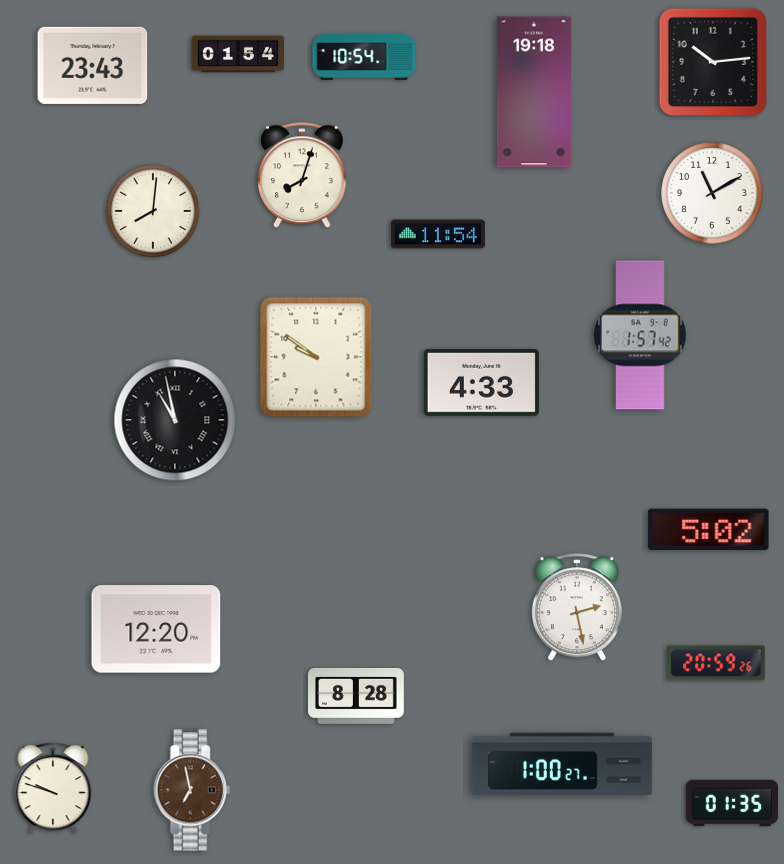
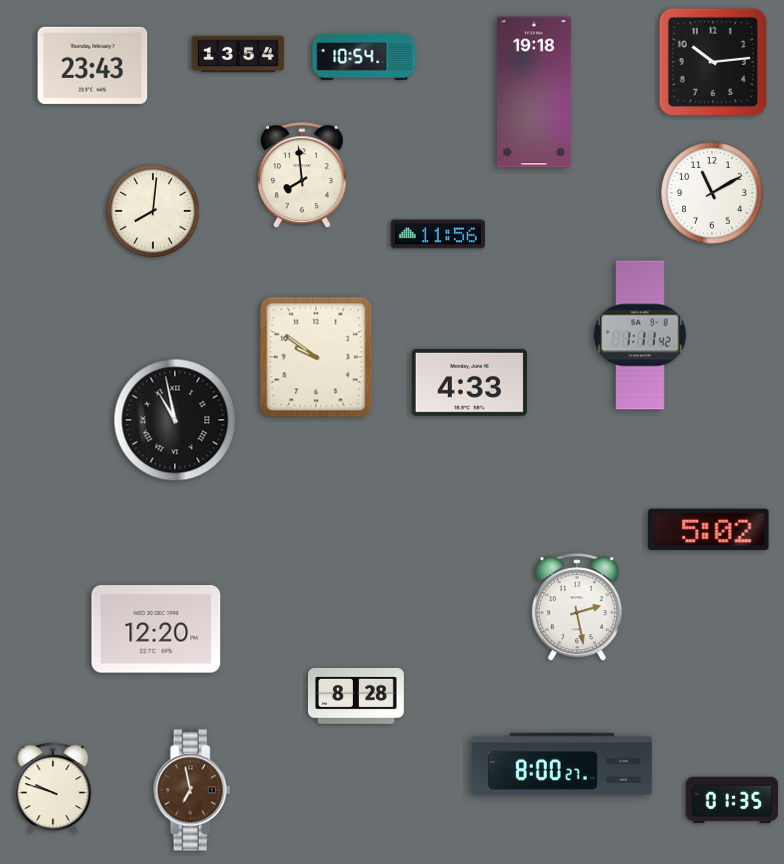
clock at (238, 54): 01:54 -> 13:54
clock at (302, 176): 8:03 -> 7:59
clock at (438, 234): 11:54 -> 11:56
clock at (640, 335): 1:57 -> 1:11
clock at (481, 382) position: (481, 382) -> (469, 382)
clock at (717, 663): 20:59 -> none
clock at (562, 764): 1:00 -> 8:00
clock at (731, 803) position: (731, 803) -> (731, 800)
